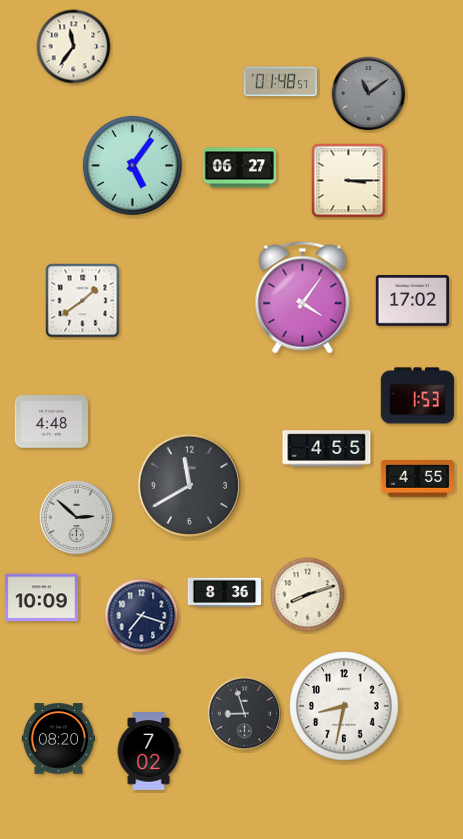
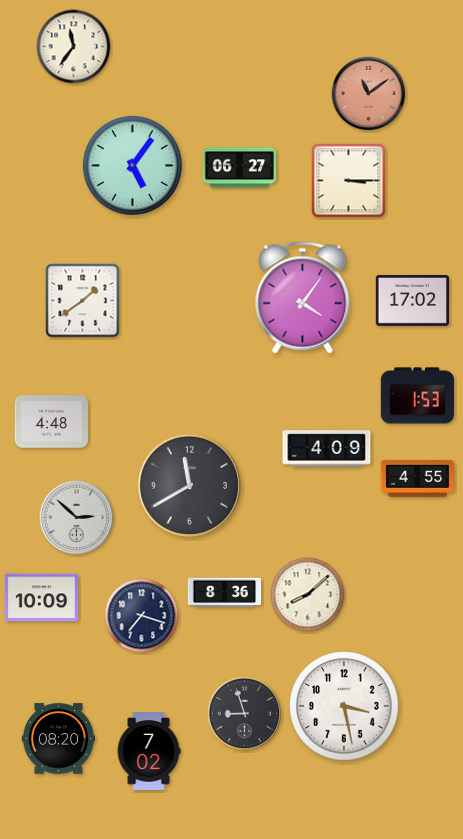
clock at (281, 82): 01:48 -> none
clock at (369, 94) dial: grey -> salmon
clock at (327, 449): 4:55 -> 4:09
clock at (308, 595): 8:12 -> 8:08
clock at (344, 706): 8:32 -> 3:28
